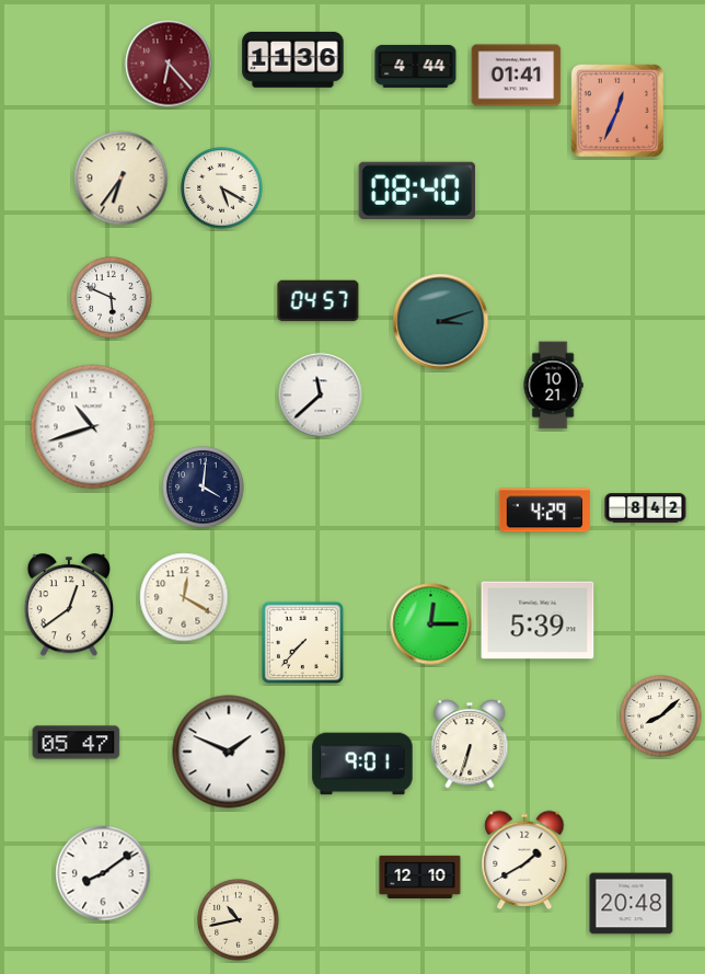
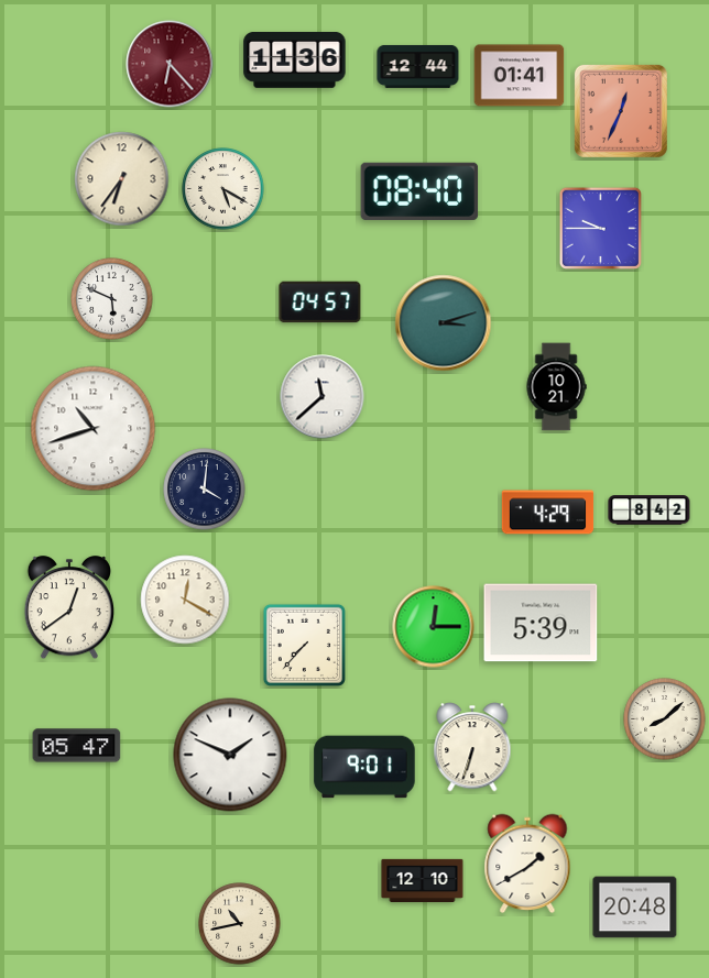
clock at (416, 66): 4:44 -> 12:44
clock at (600, 228): none -> 9:45
clock at (103, 873): 8:09 -> none
